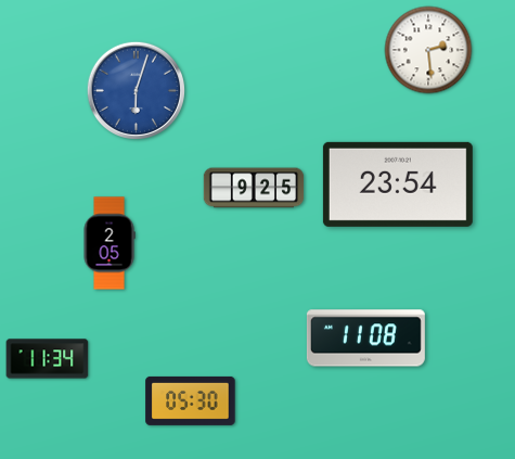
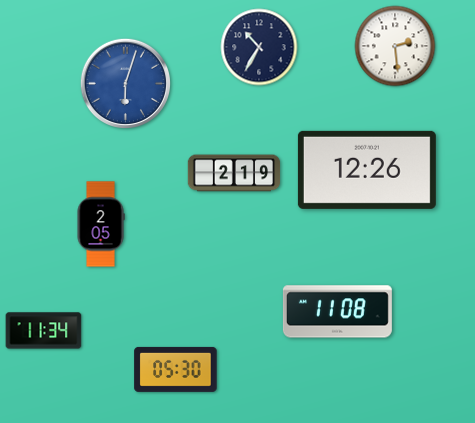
clock at (259, 47): none -> 10:35
clock at (398, 184): 23:54 -> 12:26
clock at (254, 188): 9:25 -> 2:19
